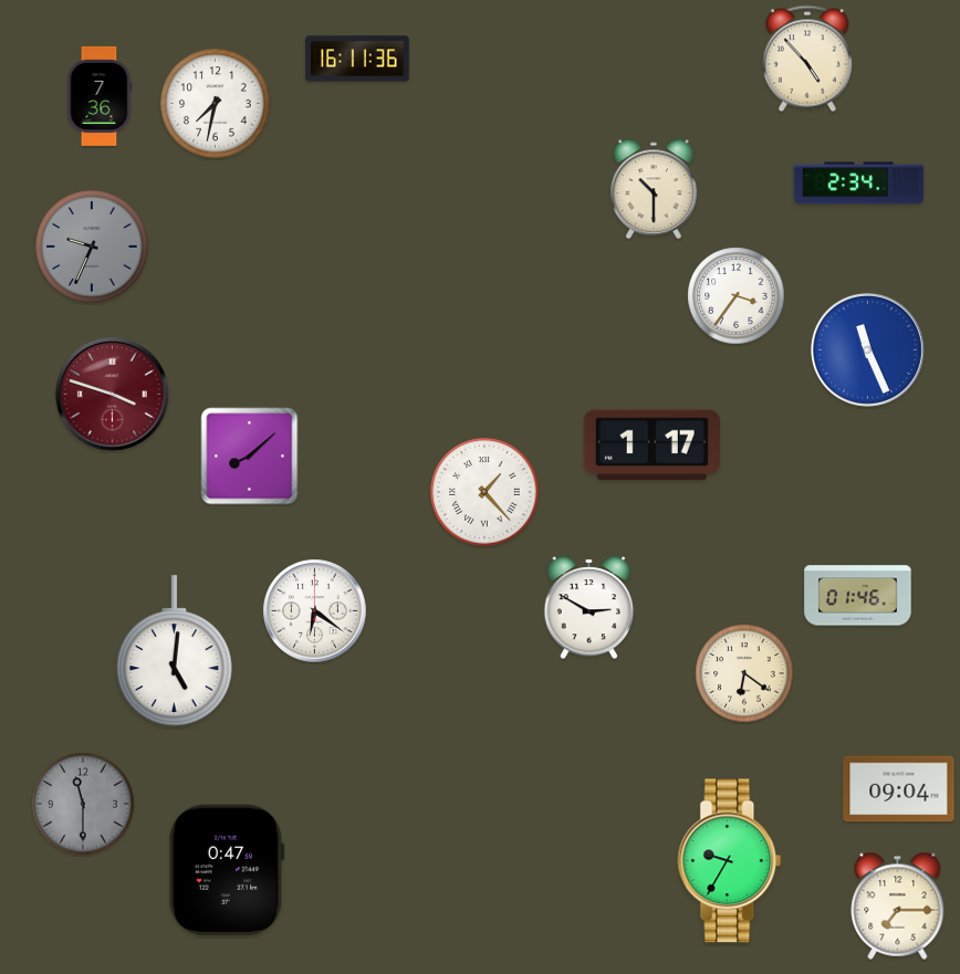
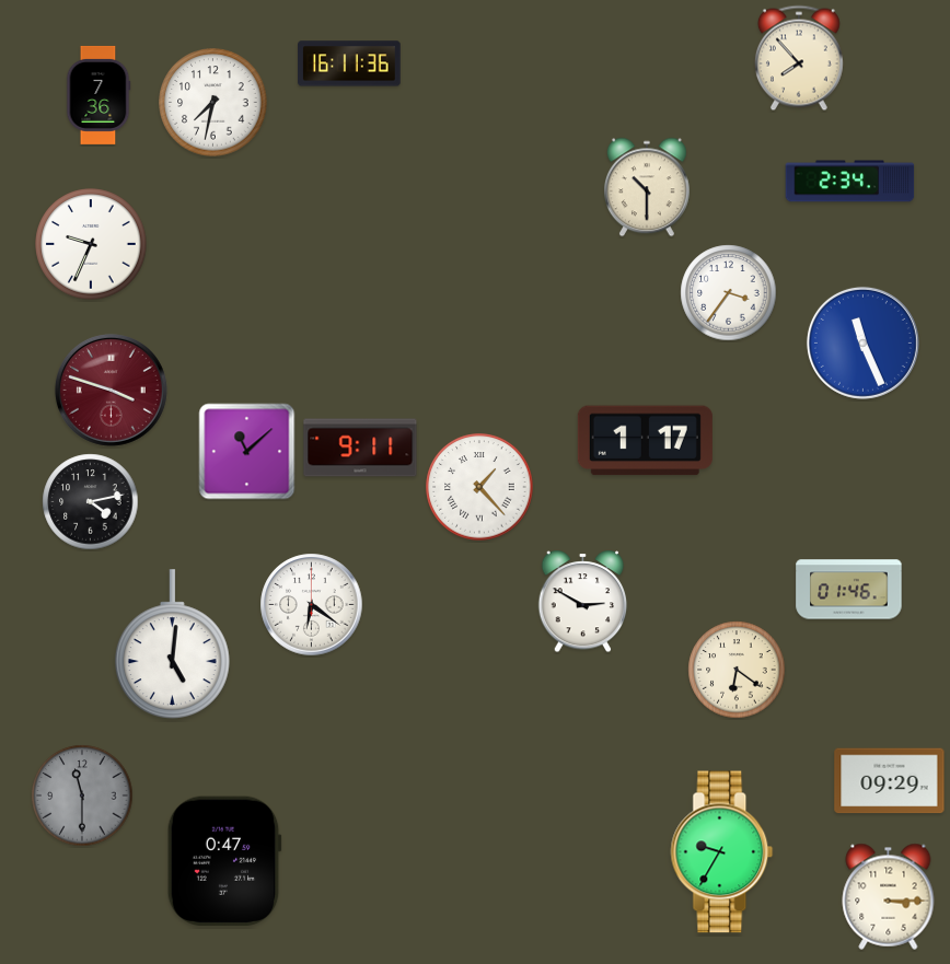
clock at (357, 59) position: (357, 59) -> (349, 63)
clock at (807, 59): 4:53 -> 7:53
clock at (92, 247) dial: grey -> white
clock at (867, 349) position: (867, 349) -> (862, 342)
clock at (360, 448): none -> 9:11
clock at (250, 457): 8:08 -> 11:08
clock at (91, 502): none -> 4:13
clock at (744, 673) position: (744, 673) -> (737, 670)
clock at (899, 789): 09:04 -> 09:29
clock at (898, 905): 7:15 -> 3:15
